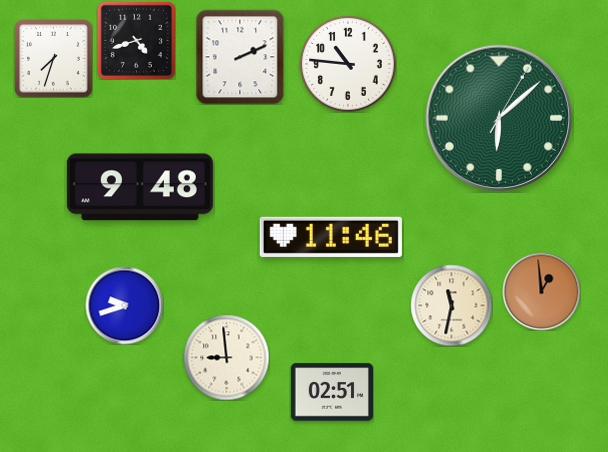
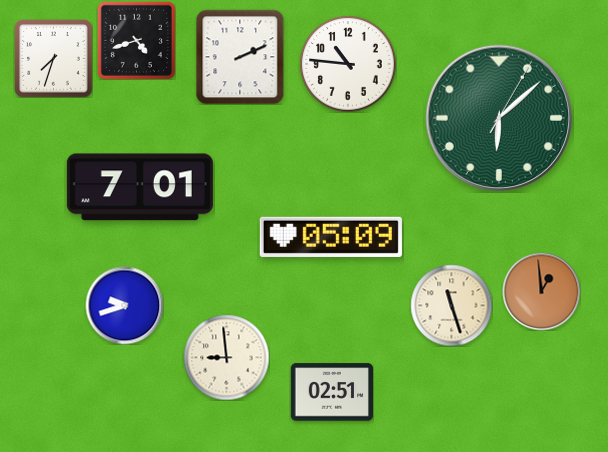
clock at (140, 187): 9:48 -> 7:01
clock at (331, 237): 11:46 -> 05:09
clock at (451, 305): 11:32 -> 11:27
